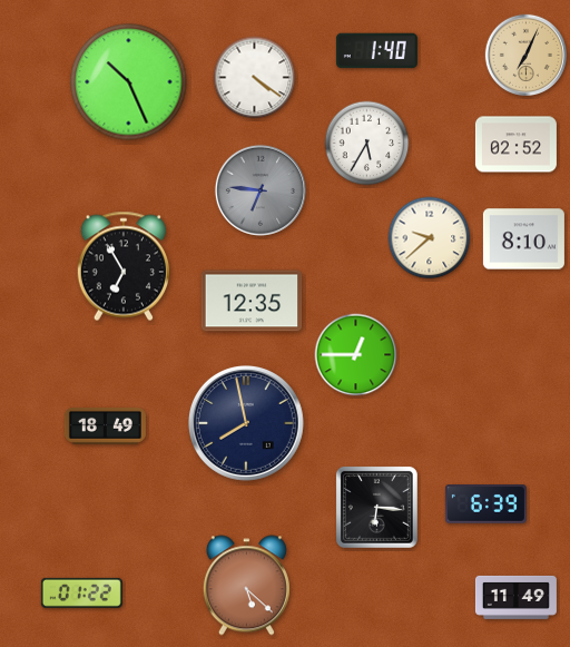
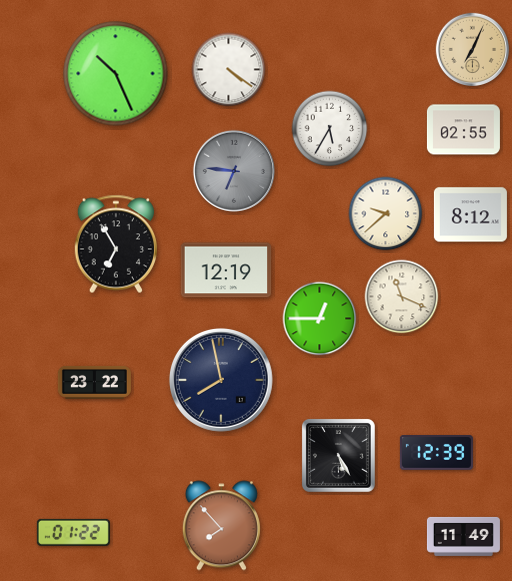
clock at (376, 51): 1:40 -> none
clock at (515, 145): 02:52 -> 02:55
clock at (523, 239): 8:10 -> 8:12
clock at (122, 266) position: (122, 266) -> (115, 244)
clock at (252, 301): 12:35 -> 12:19
clock at (402, 297): none -> 11:19
clock at (105, 425): 18:49 -> 23:22
clock at (485, 504): 6:39 -> 12:39
clock at (376, 507): 6:16 -> 5:25
clock at (246, 586): 5:22 -> 7:53
